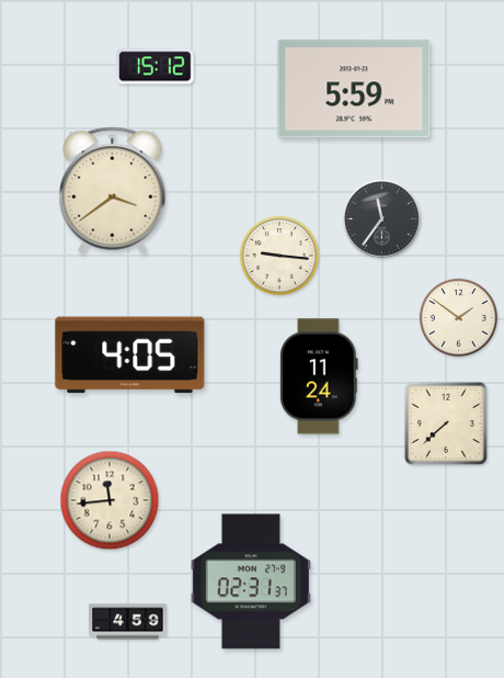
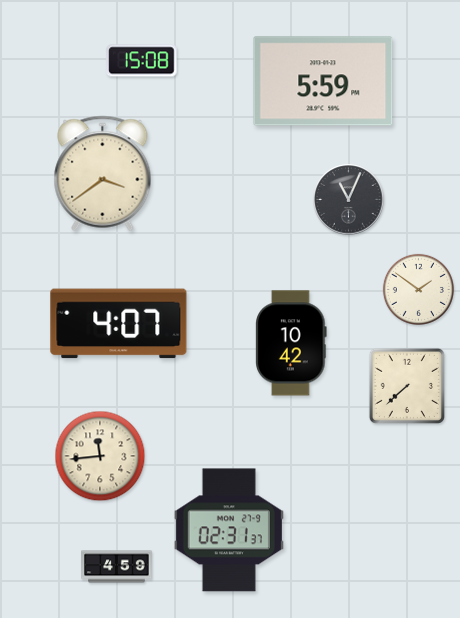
clock at (156, 67): 15:12 -> 15:08
clock at (382, 219): 11:36 -> 11:04
clock at (279, 256): 9:16 -> none
clock at (130, 355): 4:05 -> 4:07
clock at (319, 376): 11:24 -> 10:42
